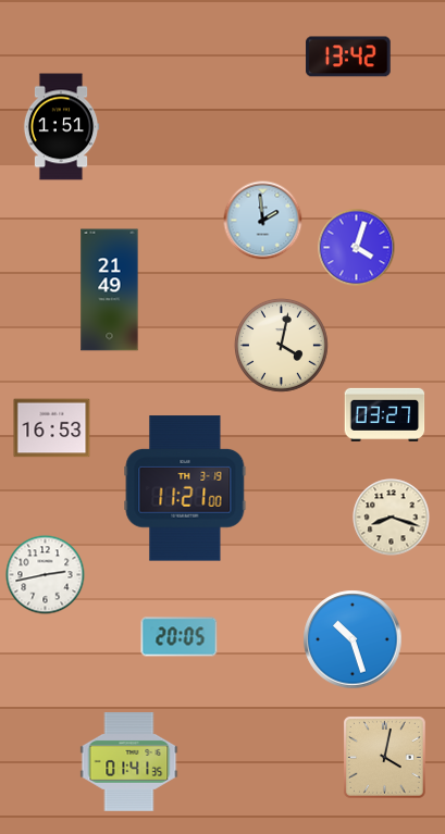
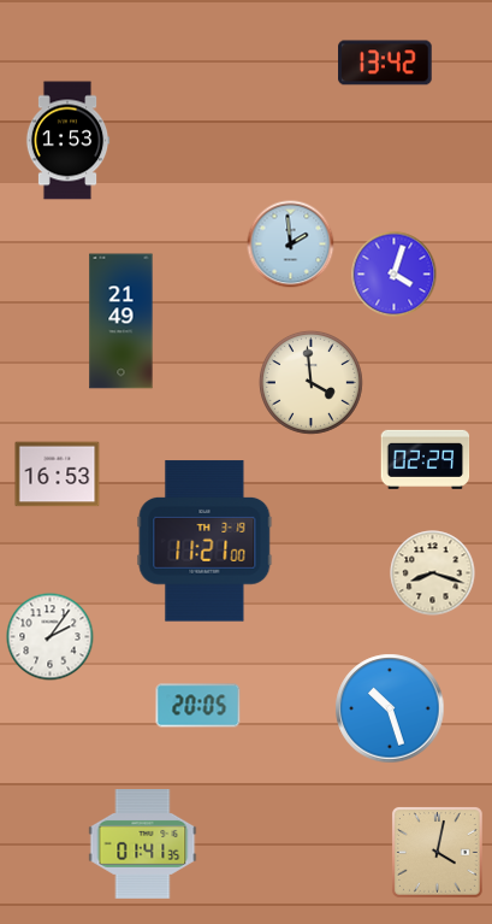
clock at (61, 127): 1:51 -> 1:53
clock at (281, 345): 4:02 -> 3:59
clock at (385, 414): 03:27 -> 02:29
clock at (46, 575): 2:43 -> 2:06
clock at (385, 758) position: (385, 758) -> (438, 853)
